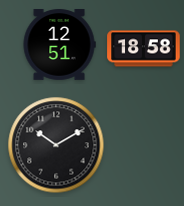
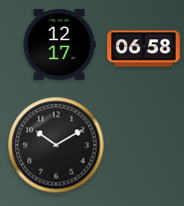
clock at (59, 45): 12:51 -> 12:17
clock at (144, 49): 18:58 -> 06:58
